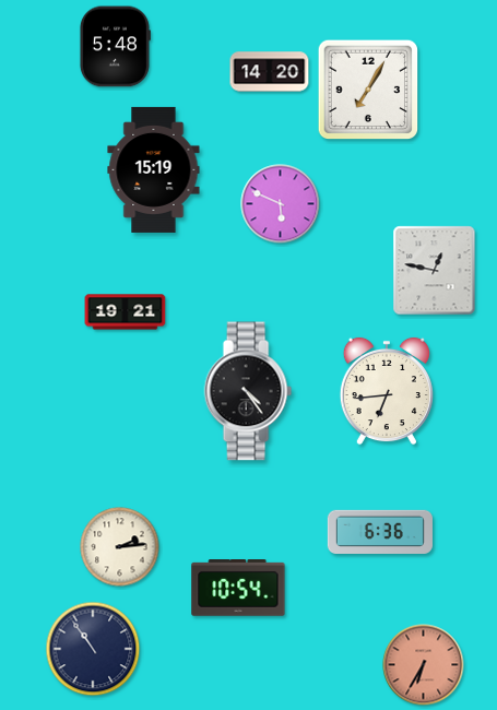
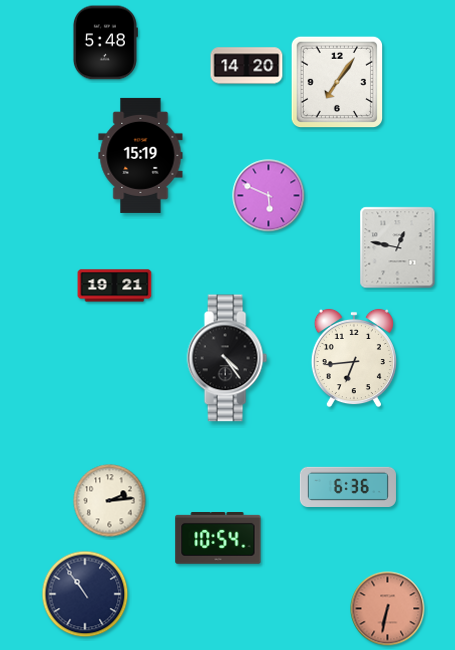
clock at (368, 90): 7:05 -> 7:06
clock at (281, 204) position: (281, 204) -> (269, 196)
clock at (424, 665): 6:35 -> 6:32
